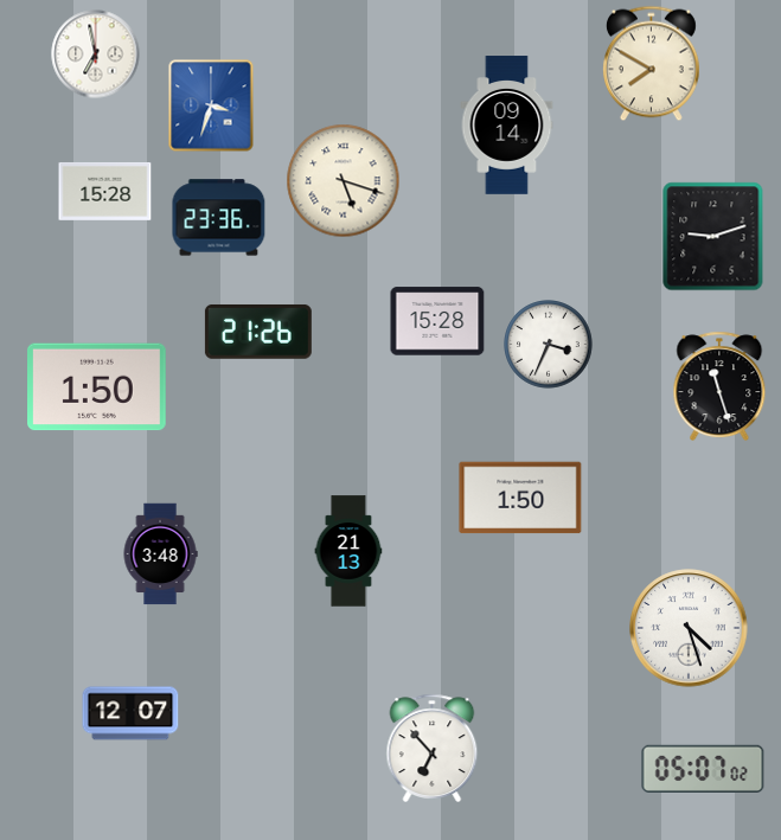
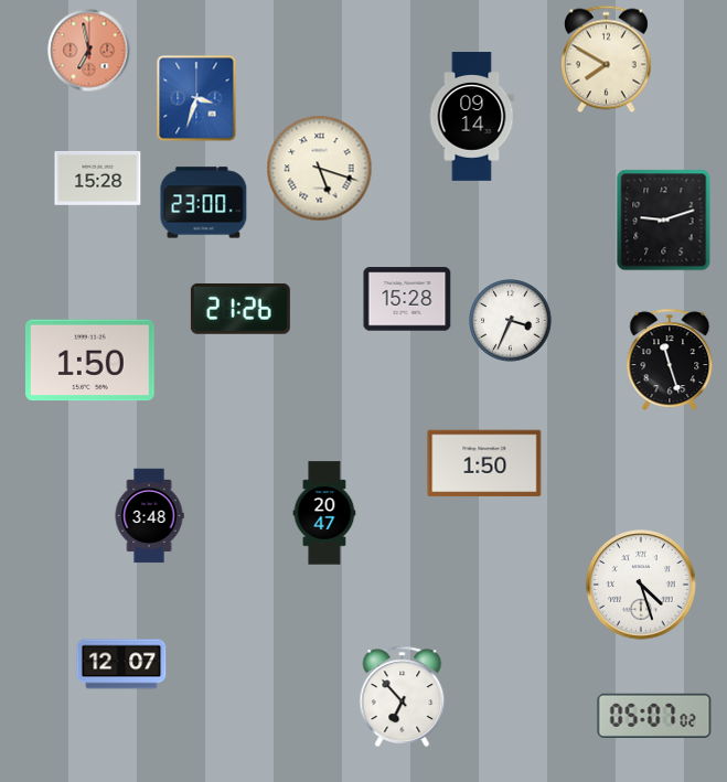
clock at (96, 54) dial: white -> salmon
clock at (219, 218): 23:36 -> 23:00
clock at (348, 551): 21:13 -> 20:47
